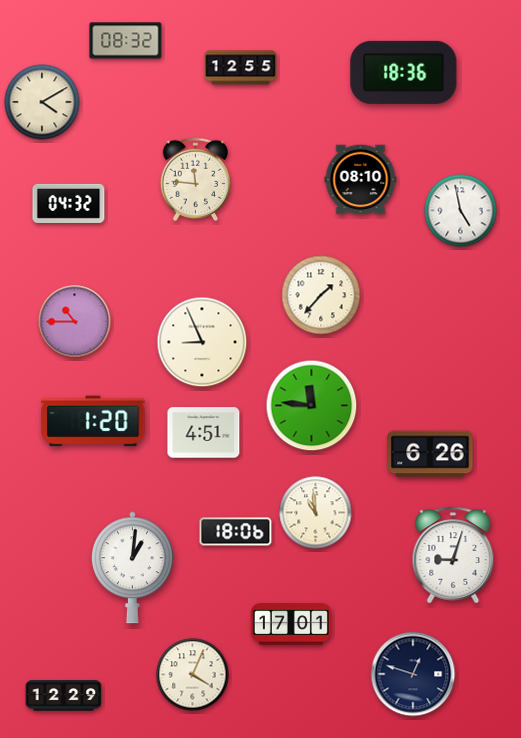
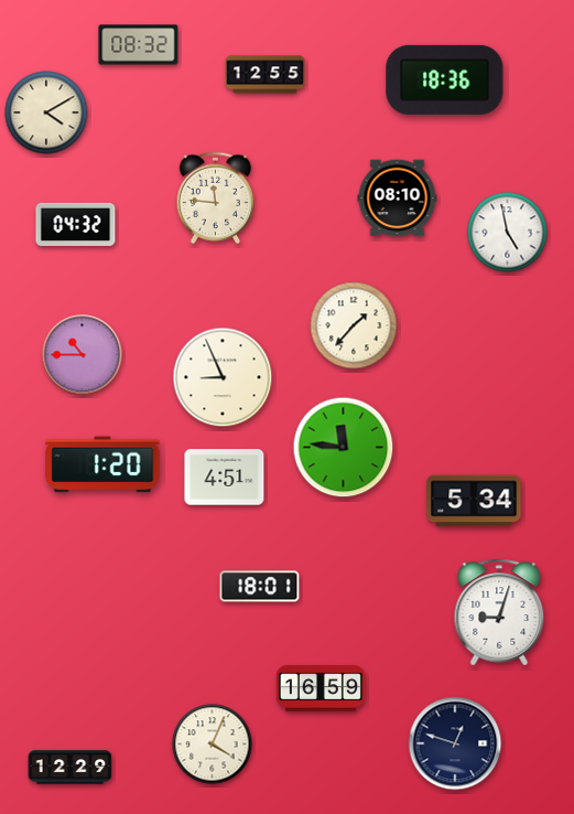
clock at (430, 454): 6:26 -> 5:34
clock at (316, 513): 10:59 -> none
clock at (236, 532): 18:06 -> 18:01
clock at (132, 568): 1:01 -> none
clock at (291, 624): 17:01 -> 16:59
